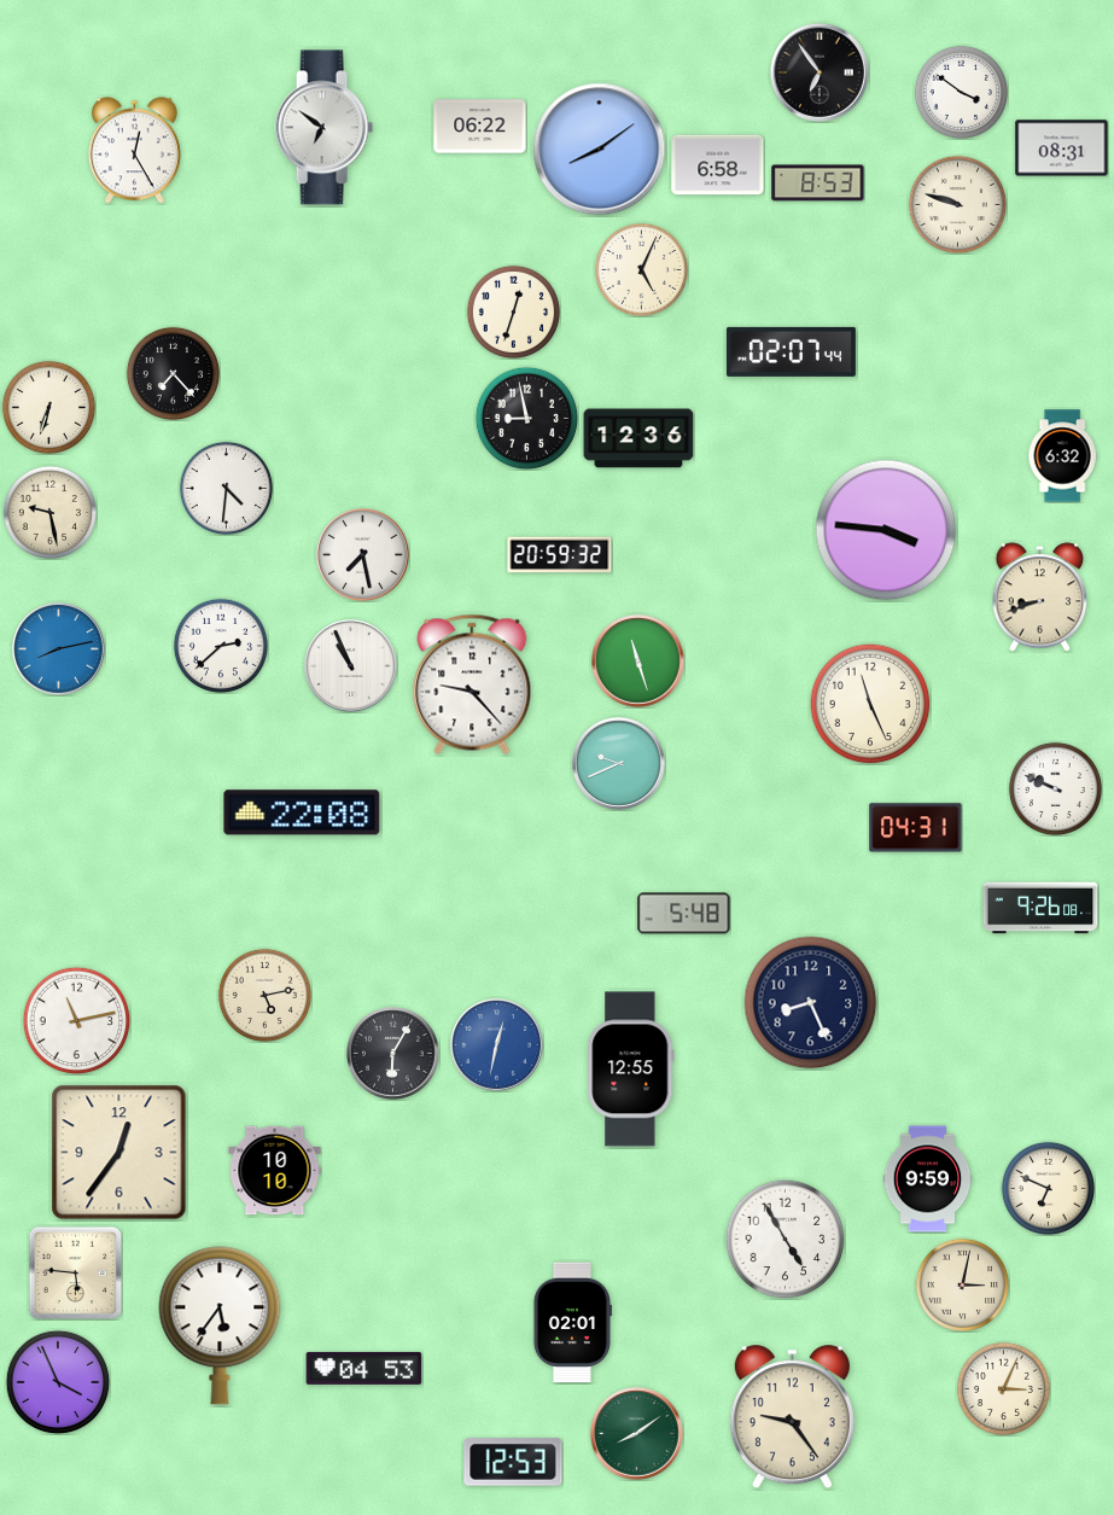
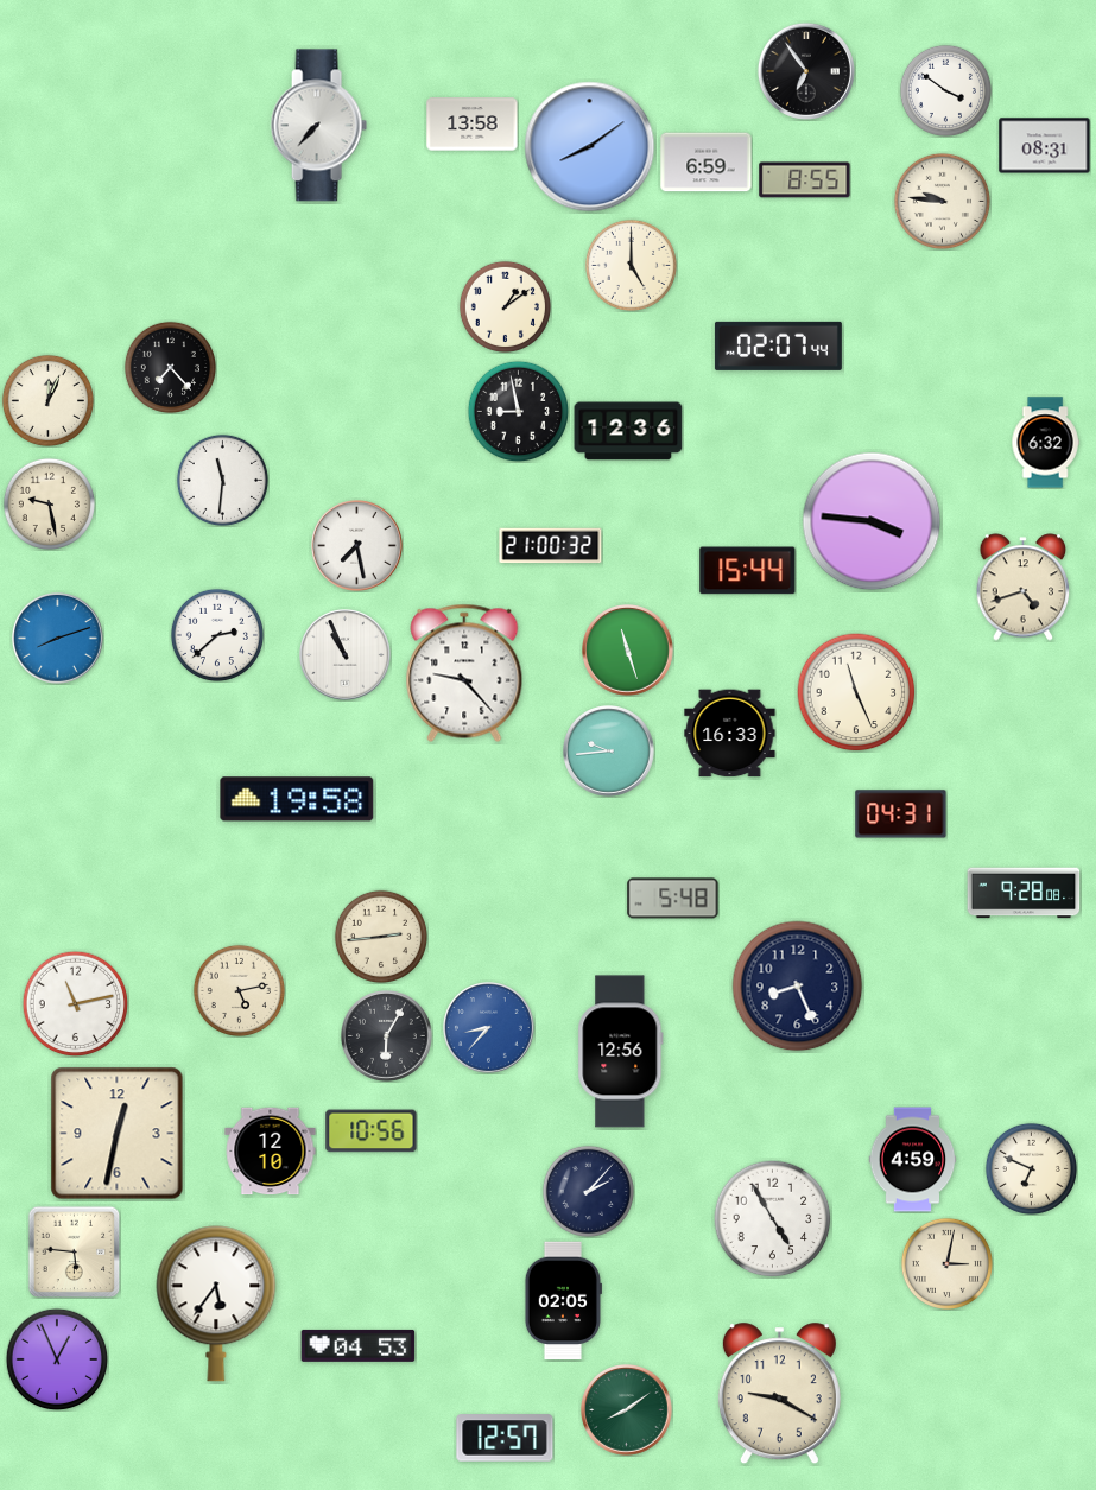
clock at (480, 127): 06:22 -> 13:58
clock at (323, 128): 6:51 -> 7:37
clock at (134, 151): 12:25 -> none
clock at (718, 165): 6:58 -> 6:59
clock at (818, 183): 8:53 -> 8:55
clock at (957, 204): 9:48 -> 9:46
clock at (641, 269): 5:04 -> 5:00
clock at (513, 311): 12:33 -> 1:09
clock at (48, 407): 6:33 -> 12:04
clock at (1062, 456) position: (1062, 456) -> (1045, 443)
clock at (226, 488): 4:31 -> 11:31
clock at (560, 555): 20:59 -> 21:00
clock at (748, 571): none -> 15:44
clock at (1040, 598): 8:42 -> 4:42
clock at (59, 649): 8:13 -> 8:12
clock at (730, 734): none -> 16:33
clock at (619, 764): 9:41 -> 9:44
clock at (1055, 788): 9:49 -> none
clock at (302, 812): 22:08 -> 19:58
clock at (1040, 908): 9:26 -> 9:28
clock at (381, 937): none -> 2:44
clock at (264, 995) position: (264, 995) -> (239, 990)
clock at (497, 1045): 12:32 -> 8:37
clock at (631, 1070): 12:55 -> 12:56
clock at (372, 1131): none -> 10:56
clock at (119, 1153): 12:36 -> 12:32
clock at (275, 1171): 10:10 -> 12:10
clock at (928, 1179): 9:59 -> 4:59
clock at (588, 1191): none -> 2:07
clock at (572, 1323): 02:01 -> 02:05
clock at (58, 1382): 3:56 -> 12:56
clock at (1003, 1388): 3:04 -> none
clock at (792, 1417): 9:24 -> 9:20
clock at (513, 1462): 12:53 -> 12:57
